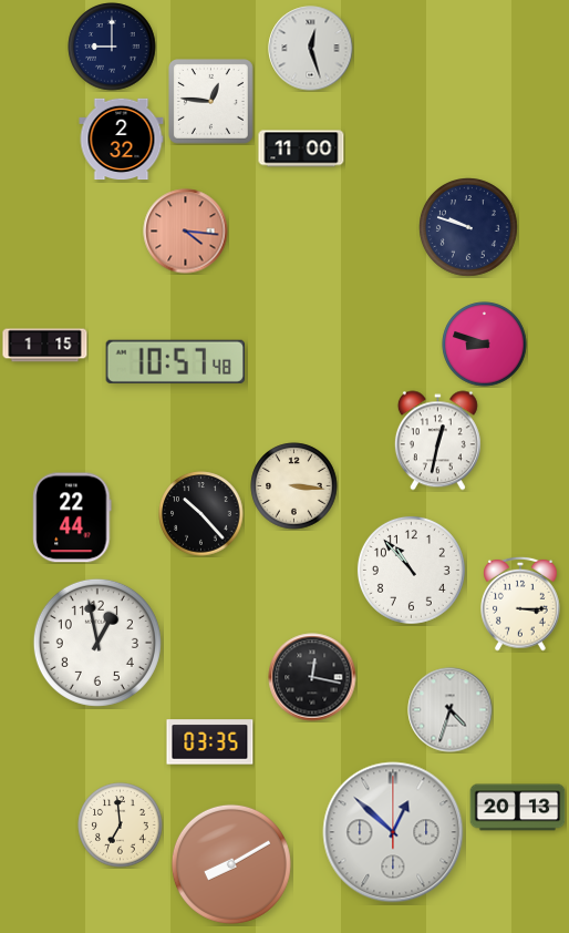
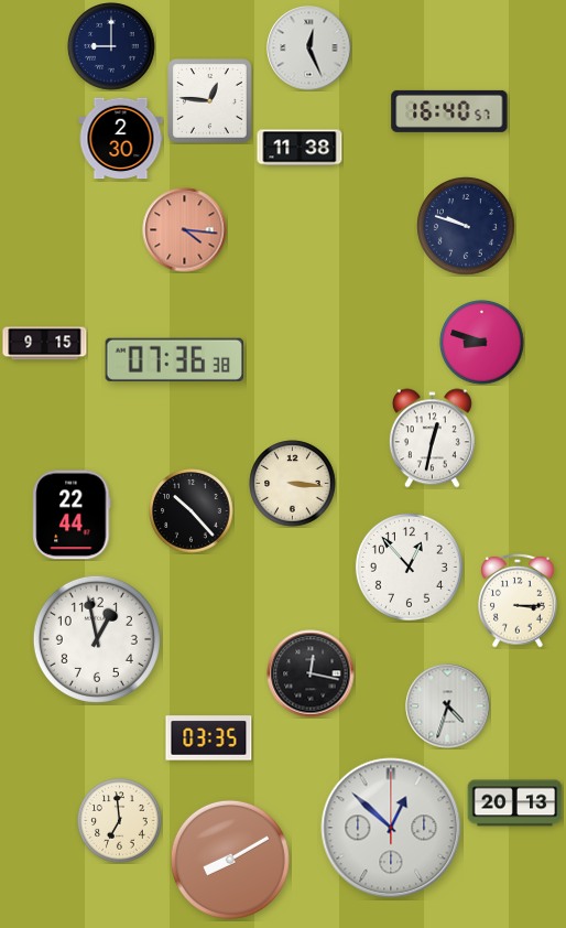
clock at (311, 49): 12:27 -> 12:26
clock at (449, 111): none -> 16:40
clock at (122, 140): 2:32 -> 2:30
clock at (301, 148): 11:00 -> 11:38
clock at (45, 346): 1:15 -> 9:15
clock at (175, 361): 10:57 -> 07:36
clock at (437, 441) position: (437, 441) -> (432, 439)
clock at (201, 514) position: (201, 514) -> (192, 511)
clock at (411, 570): 10:53 -> 12:53
